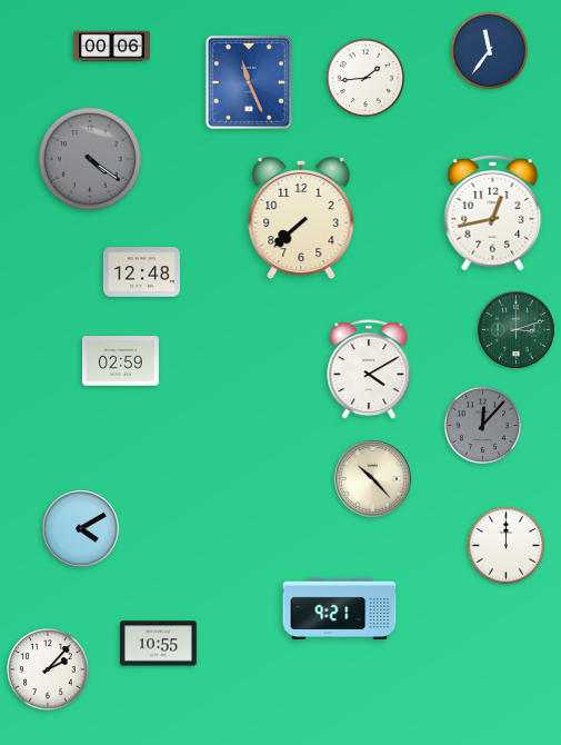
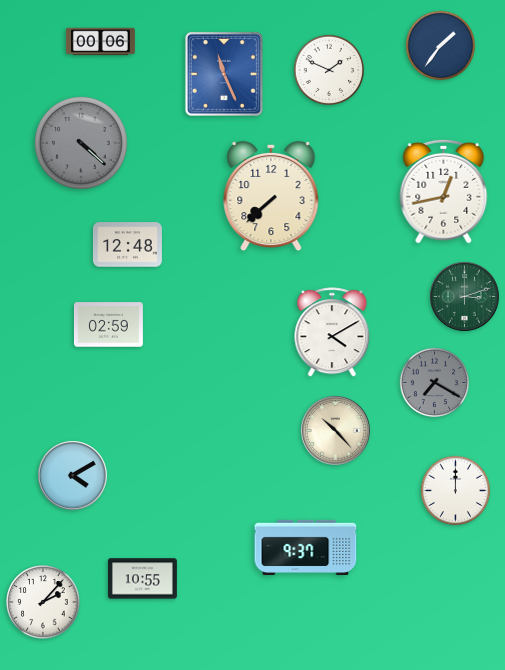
clock at (490, 51): 11:36 -> 1:36
clock at (365, 78): 1:44 -> 1:49
clock at (90, 159): 4:21 -> 4:22
clock at (483, 426): 12:07 -> 7:20
clock at (340, 609): 9:21 -> 9:37
